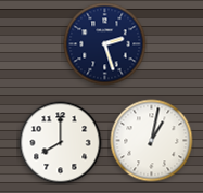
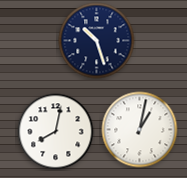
clock at (105, 44): 2:27 -> 10:27
clock at (61, 143): 8:00 -> 8:02
